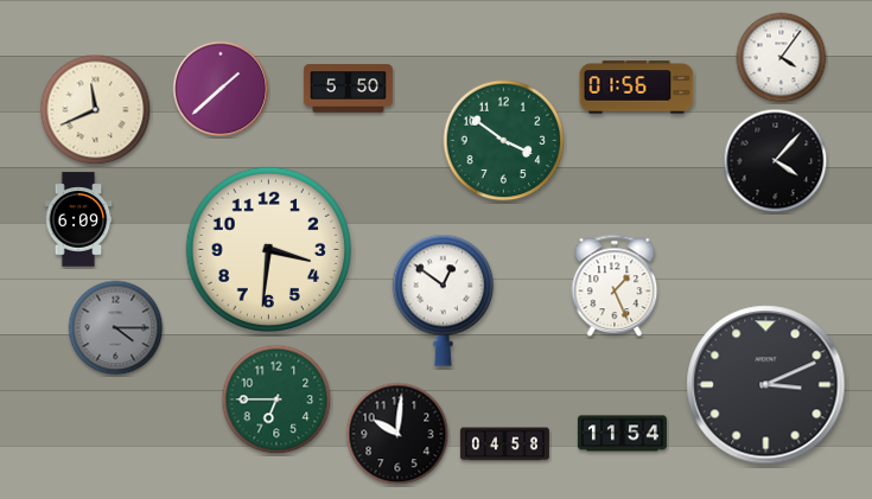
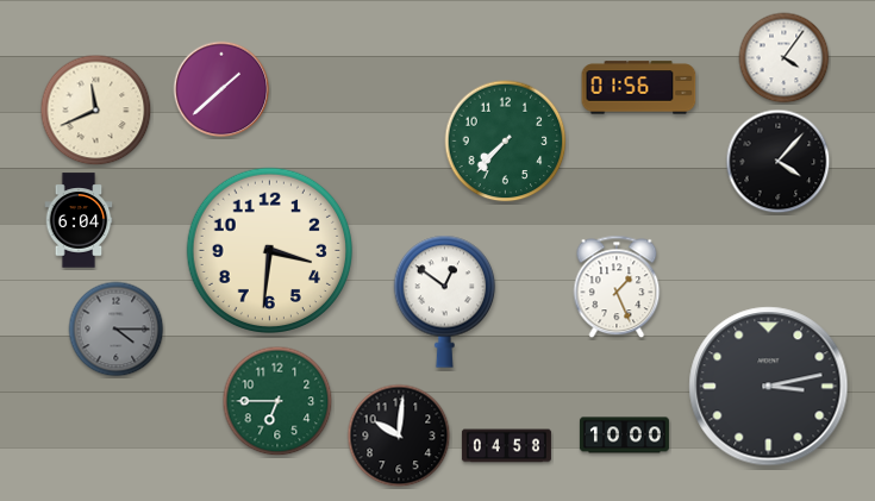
clock at (348, 89): 5:50 -> none
clock at (504, 141): 3:51 -> 7:37
clock at (78, 219): 6:09 -> 6:04
clock at (766, 385): 3:11 -> 3:13
clock at (622, 434): 11:54 -> 10:00
